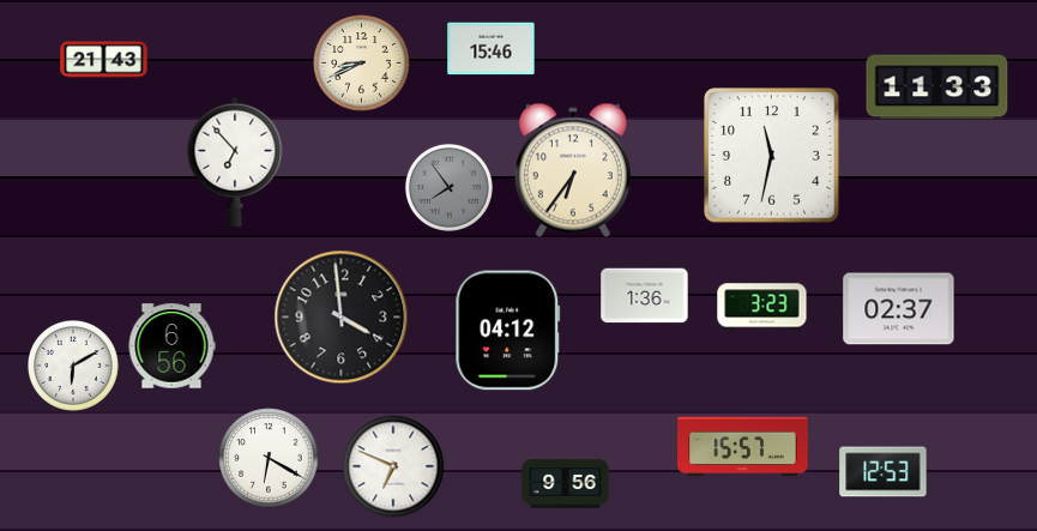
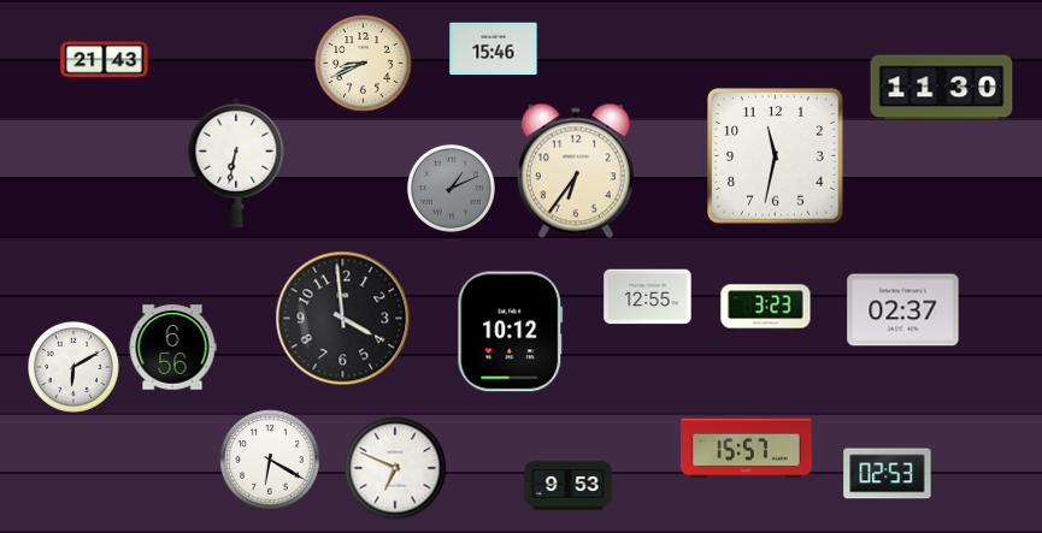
clock at (937, 88): 11:33 -> 11:30
clock at (235, 162): 6:53 -> 6:32
clock at (448, 187): 7:54 -> 1:11
clock at (645, 296): 1:36 -> 12:55
clock at (508, 331): 04:12 -> 10:12
clock at (884, 472): 12:53 -> 02:53
clock at (566, 484): 9:56 -> 9:53
